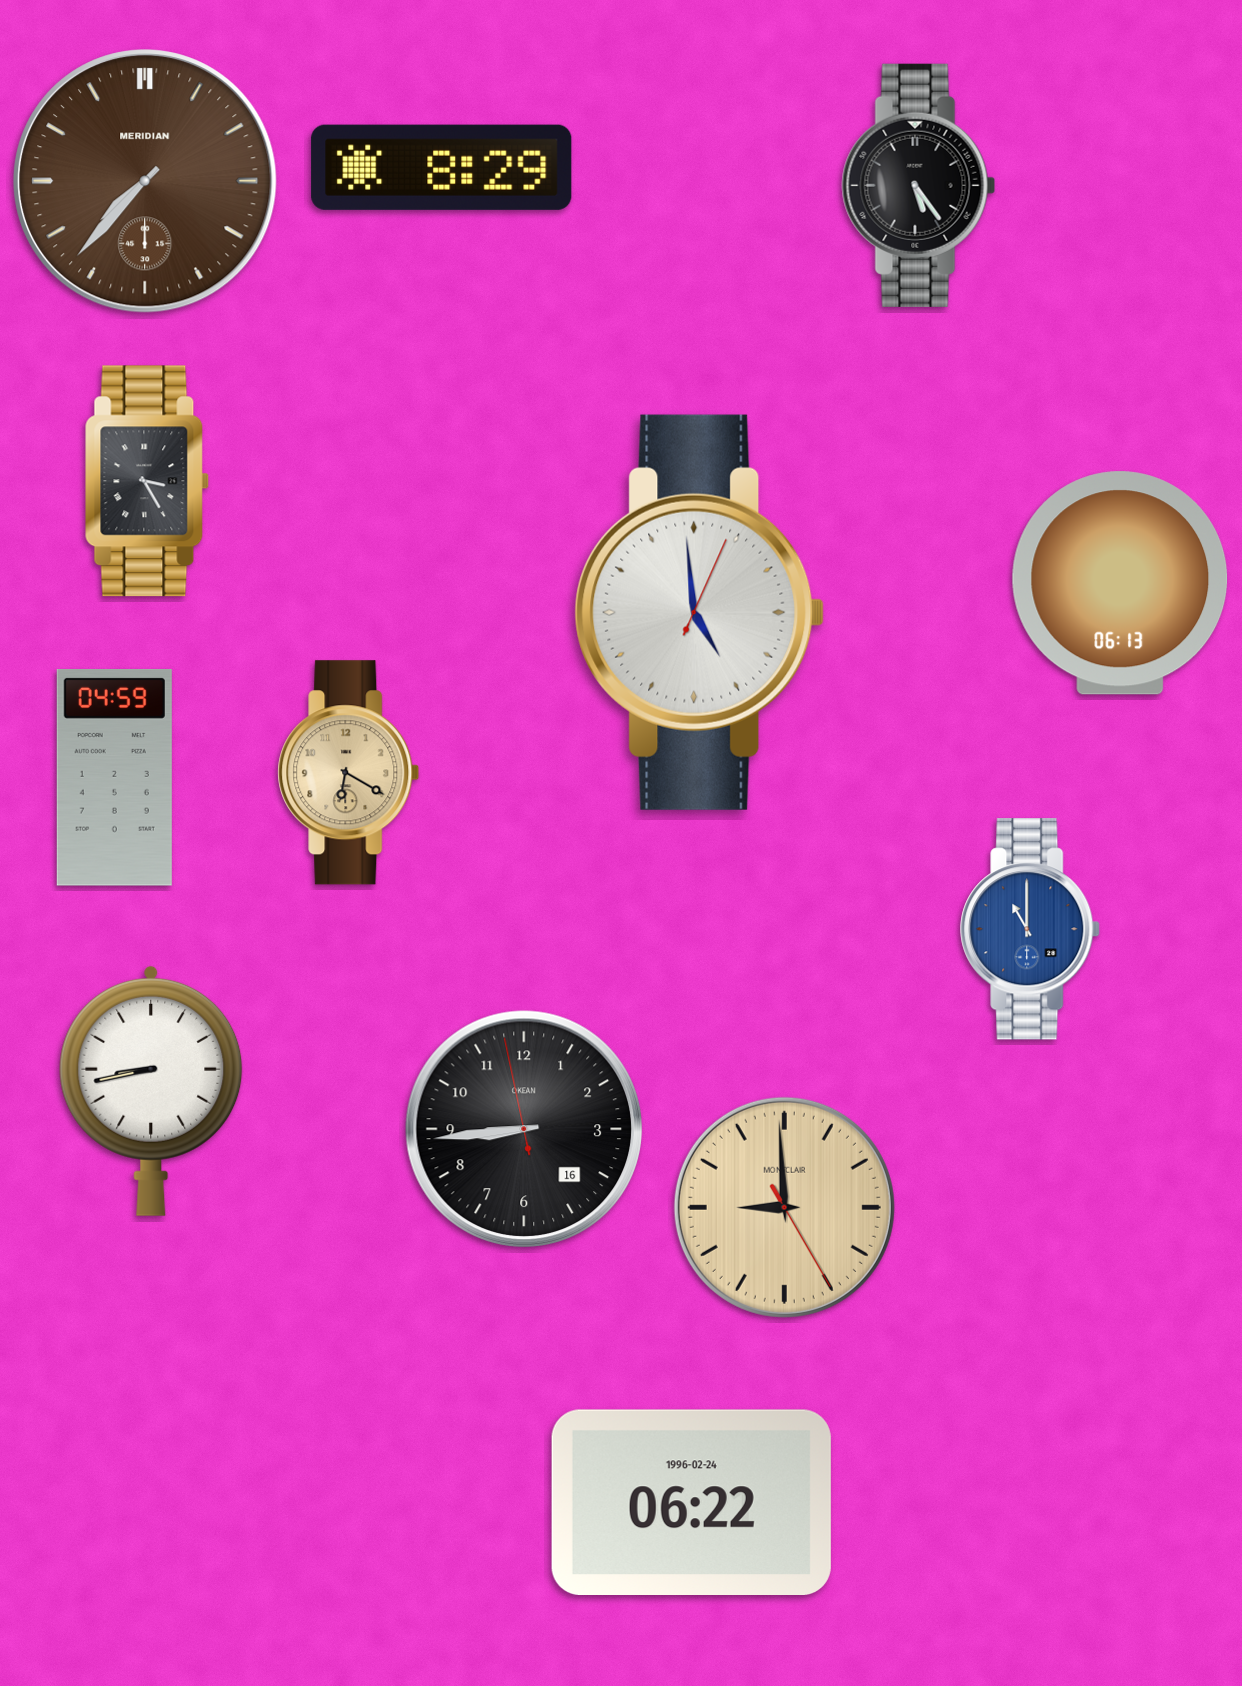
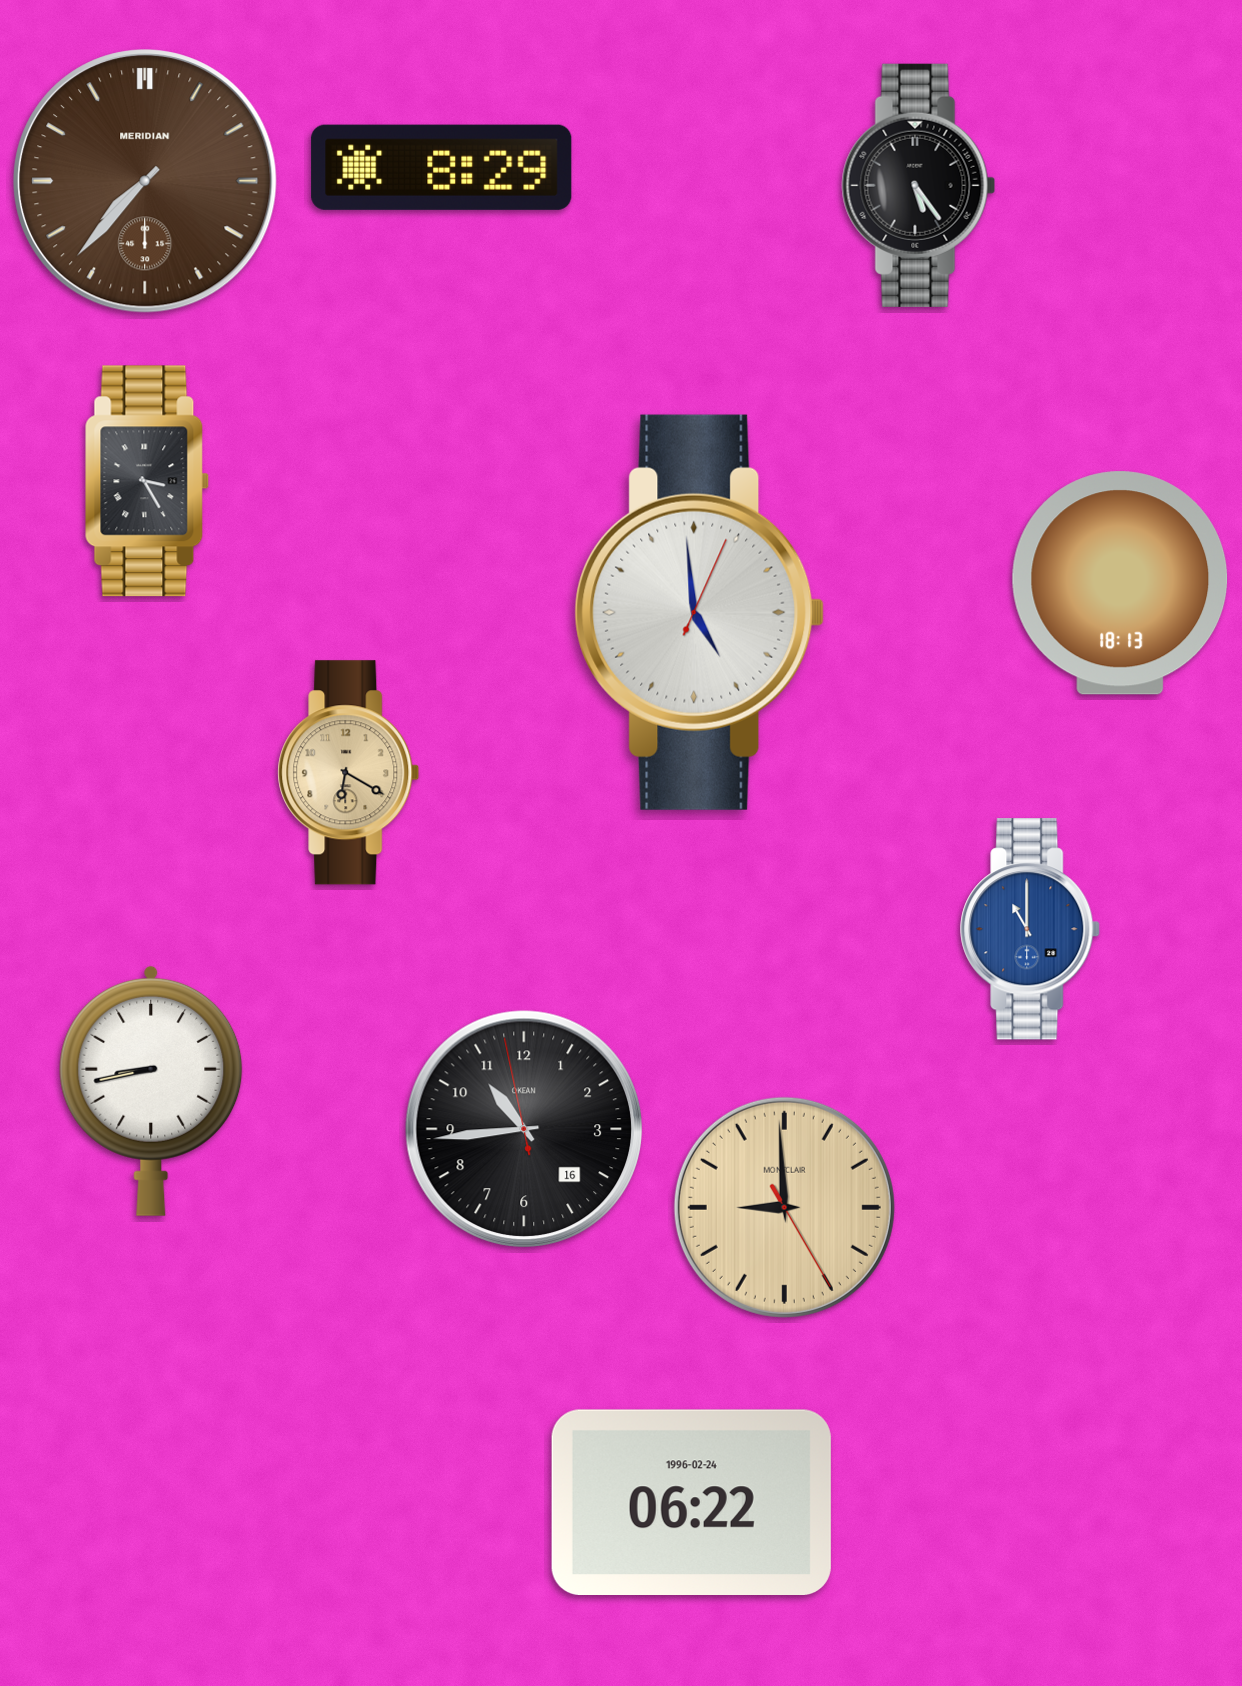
clock at (1120, 583): 06:13 -> 18:13
clock at (114, 778): 04:59 -> none
clock at (524, 1129): 8:43 -> 10:43
